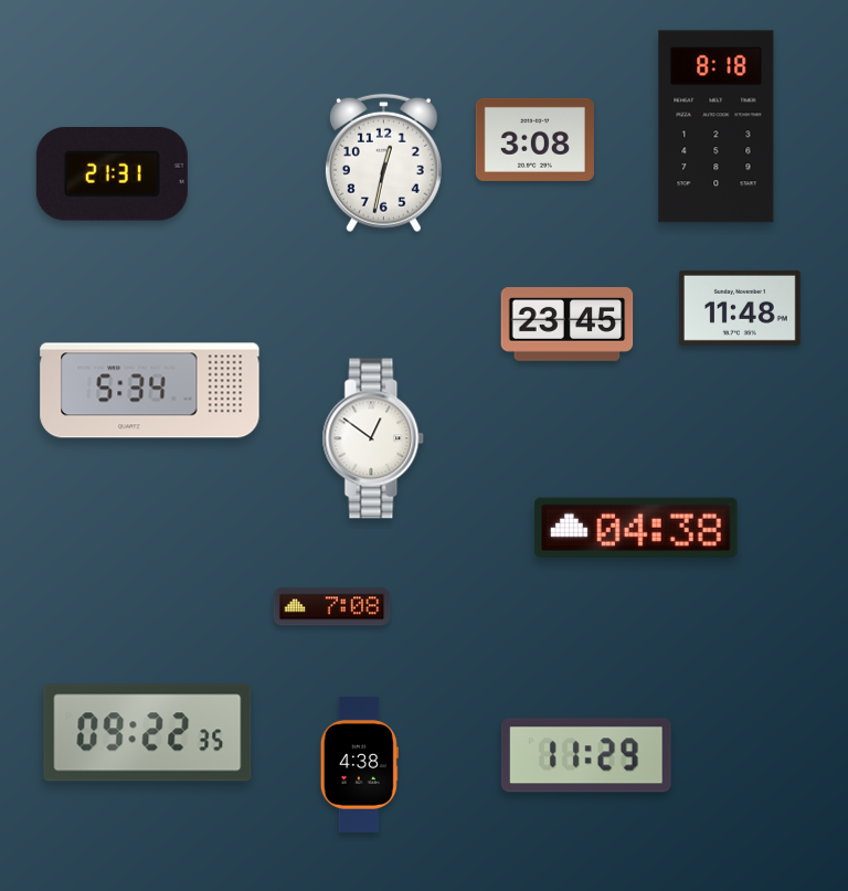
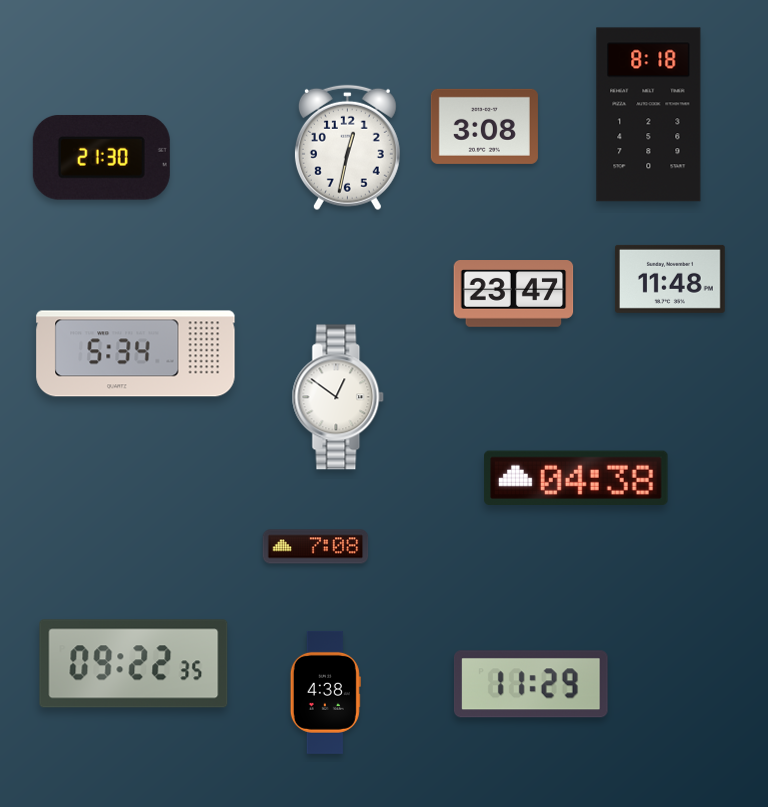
clock at (112, 174): 21:31 -> 21:30
clock at (568, 325): 23:45 -> 23:47
clock at (332, 607) position: (332, 607) -> (316, 547)
